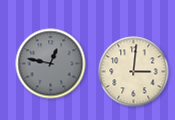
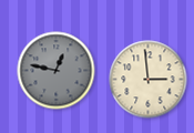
clock at (134, 72): 3:01 -> 2:59
